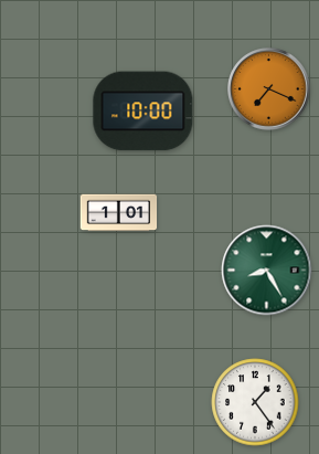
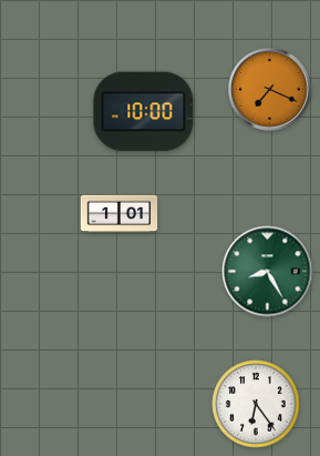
clock at (255, 402): 1:24 -> 6:24
